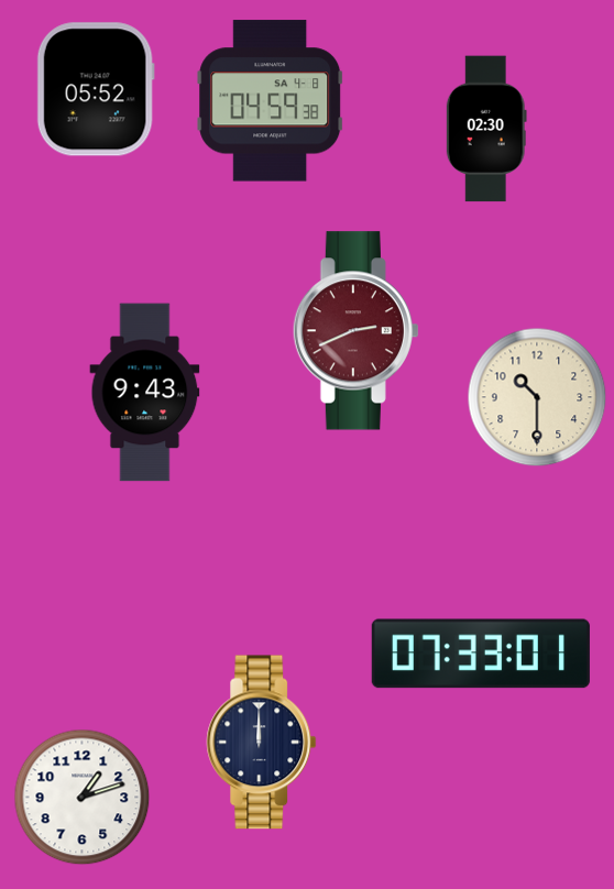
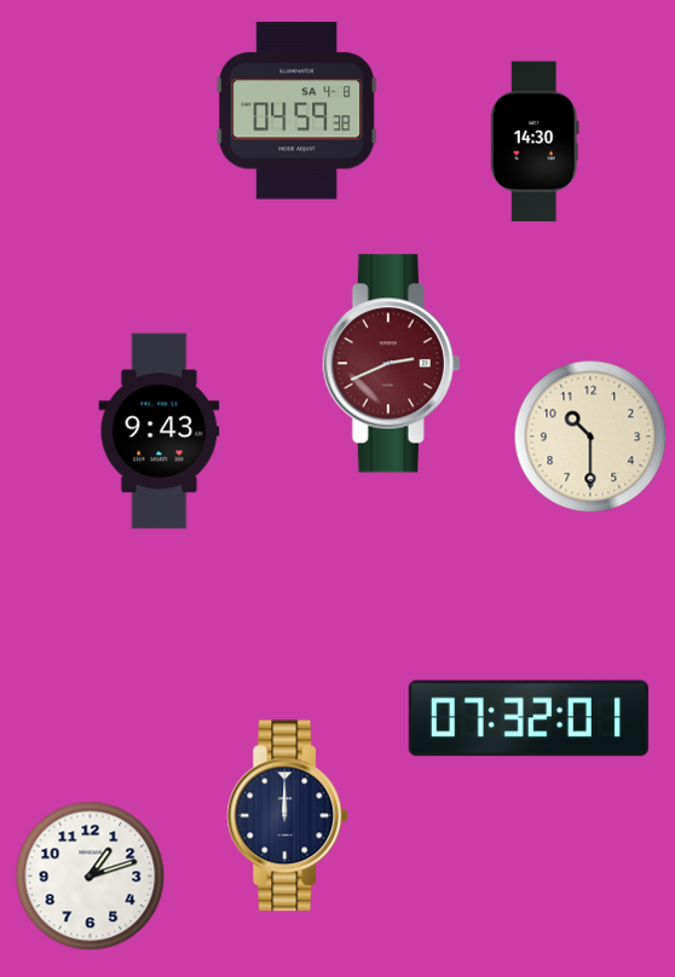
clock at (96, 89): 05:52 -> none
clock at (486, 129): 02:30 -> 14:30
clock at (481, 654): 07:33 -> 07:32
